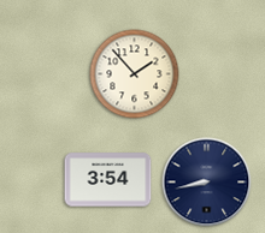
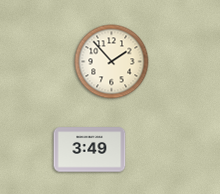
clock at (108, 180): 3:54 -> 3:49
clock at (207, 183): 8:43 -> none
